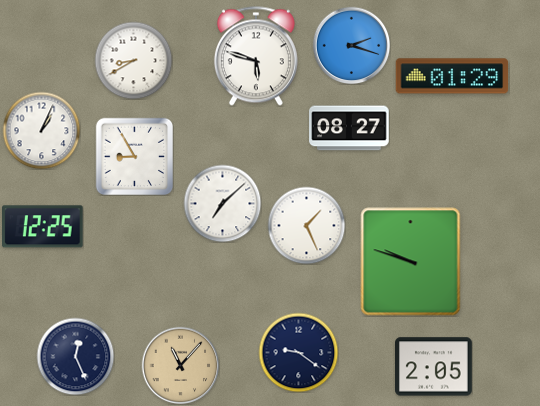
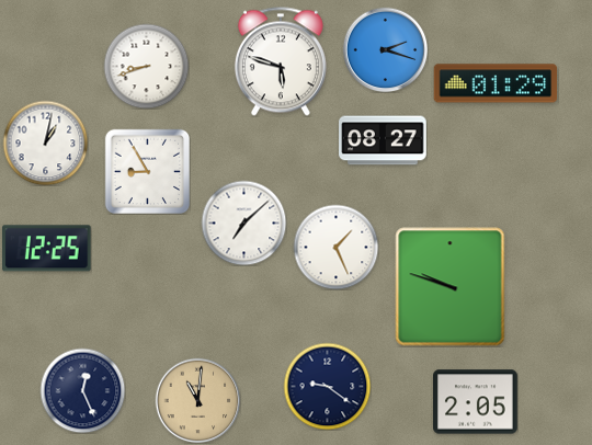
clock at (133, 60): 8:40 -> 8:42
clock at (41, 130): 1:04 -> 1:02
clock at (180, 365): 11:07 -> 11:01
